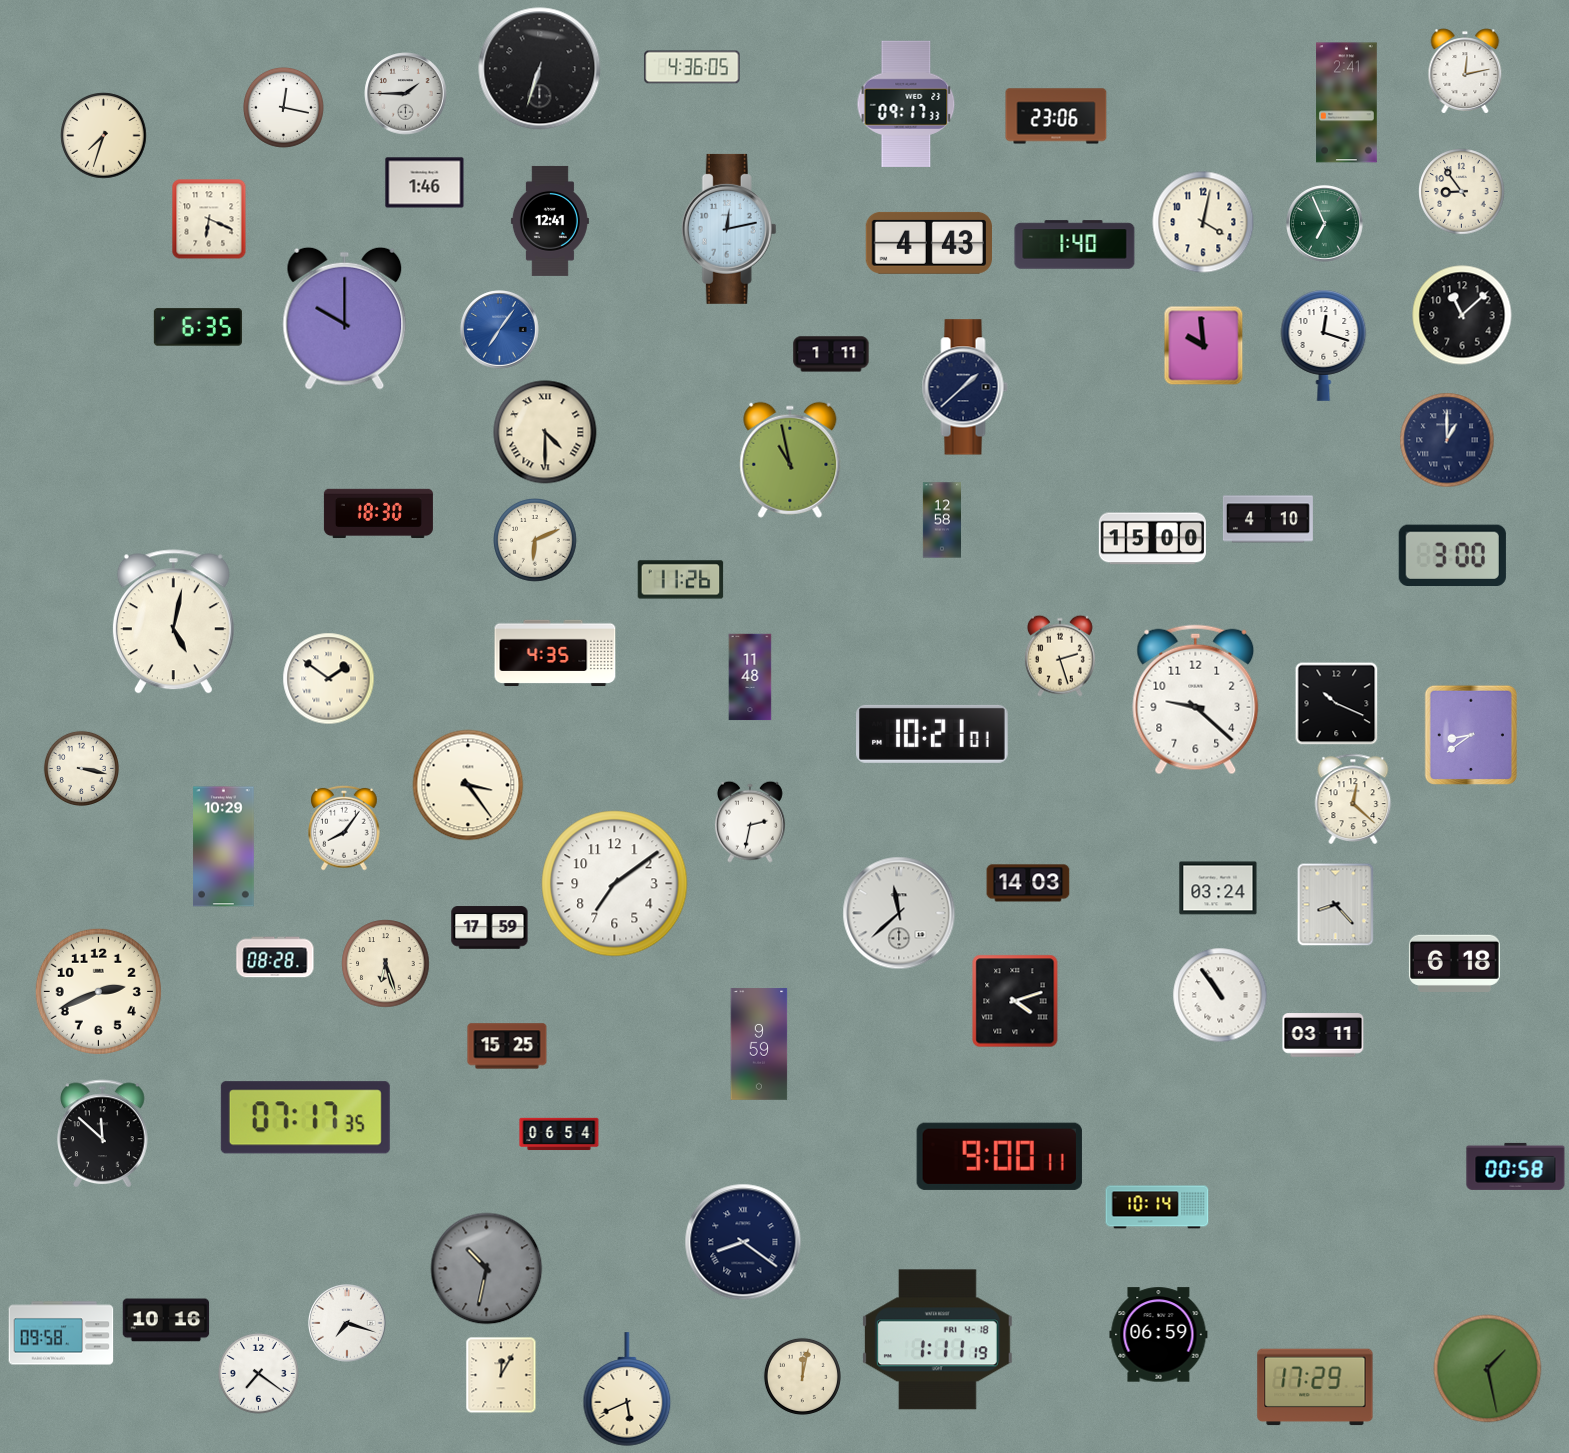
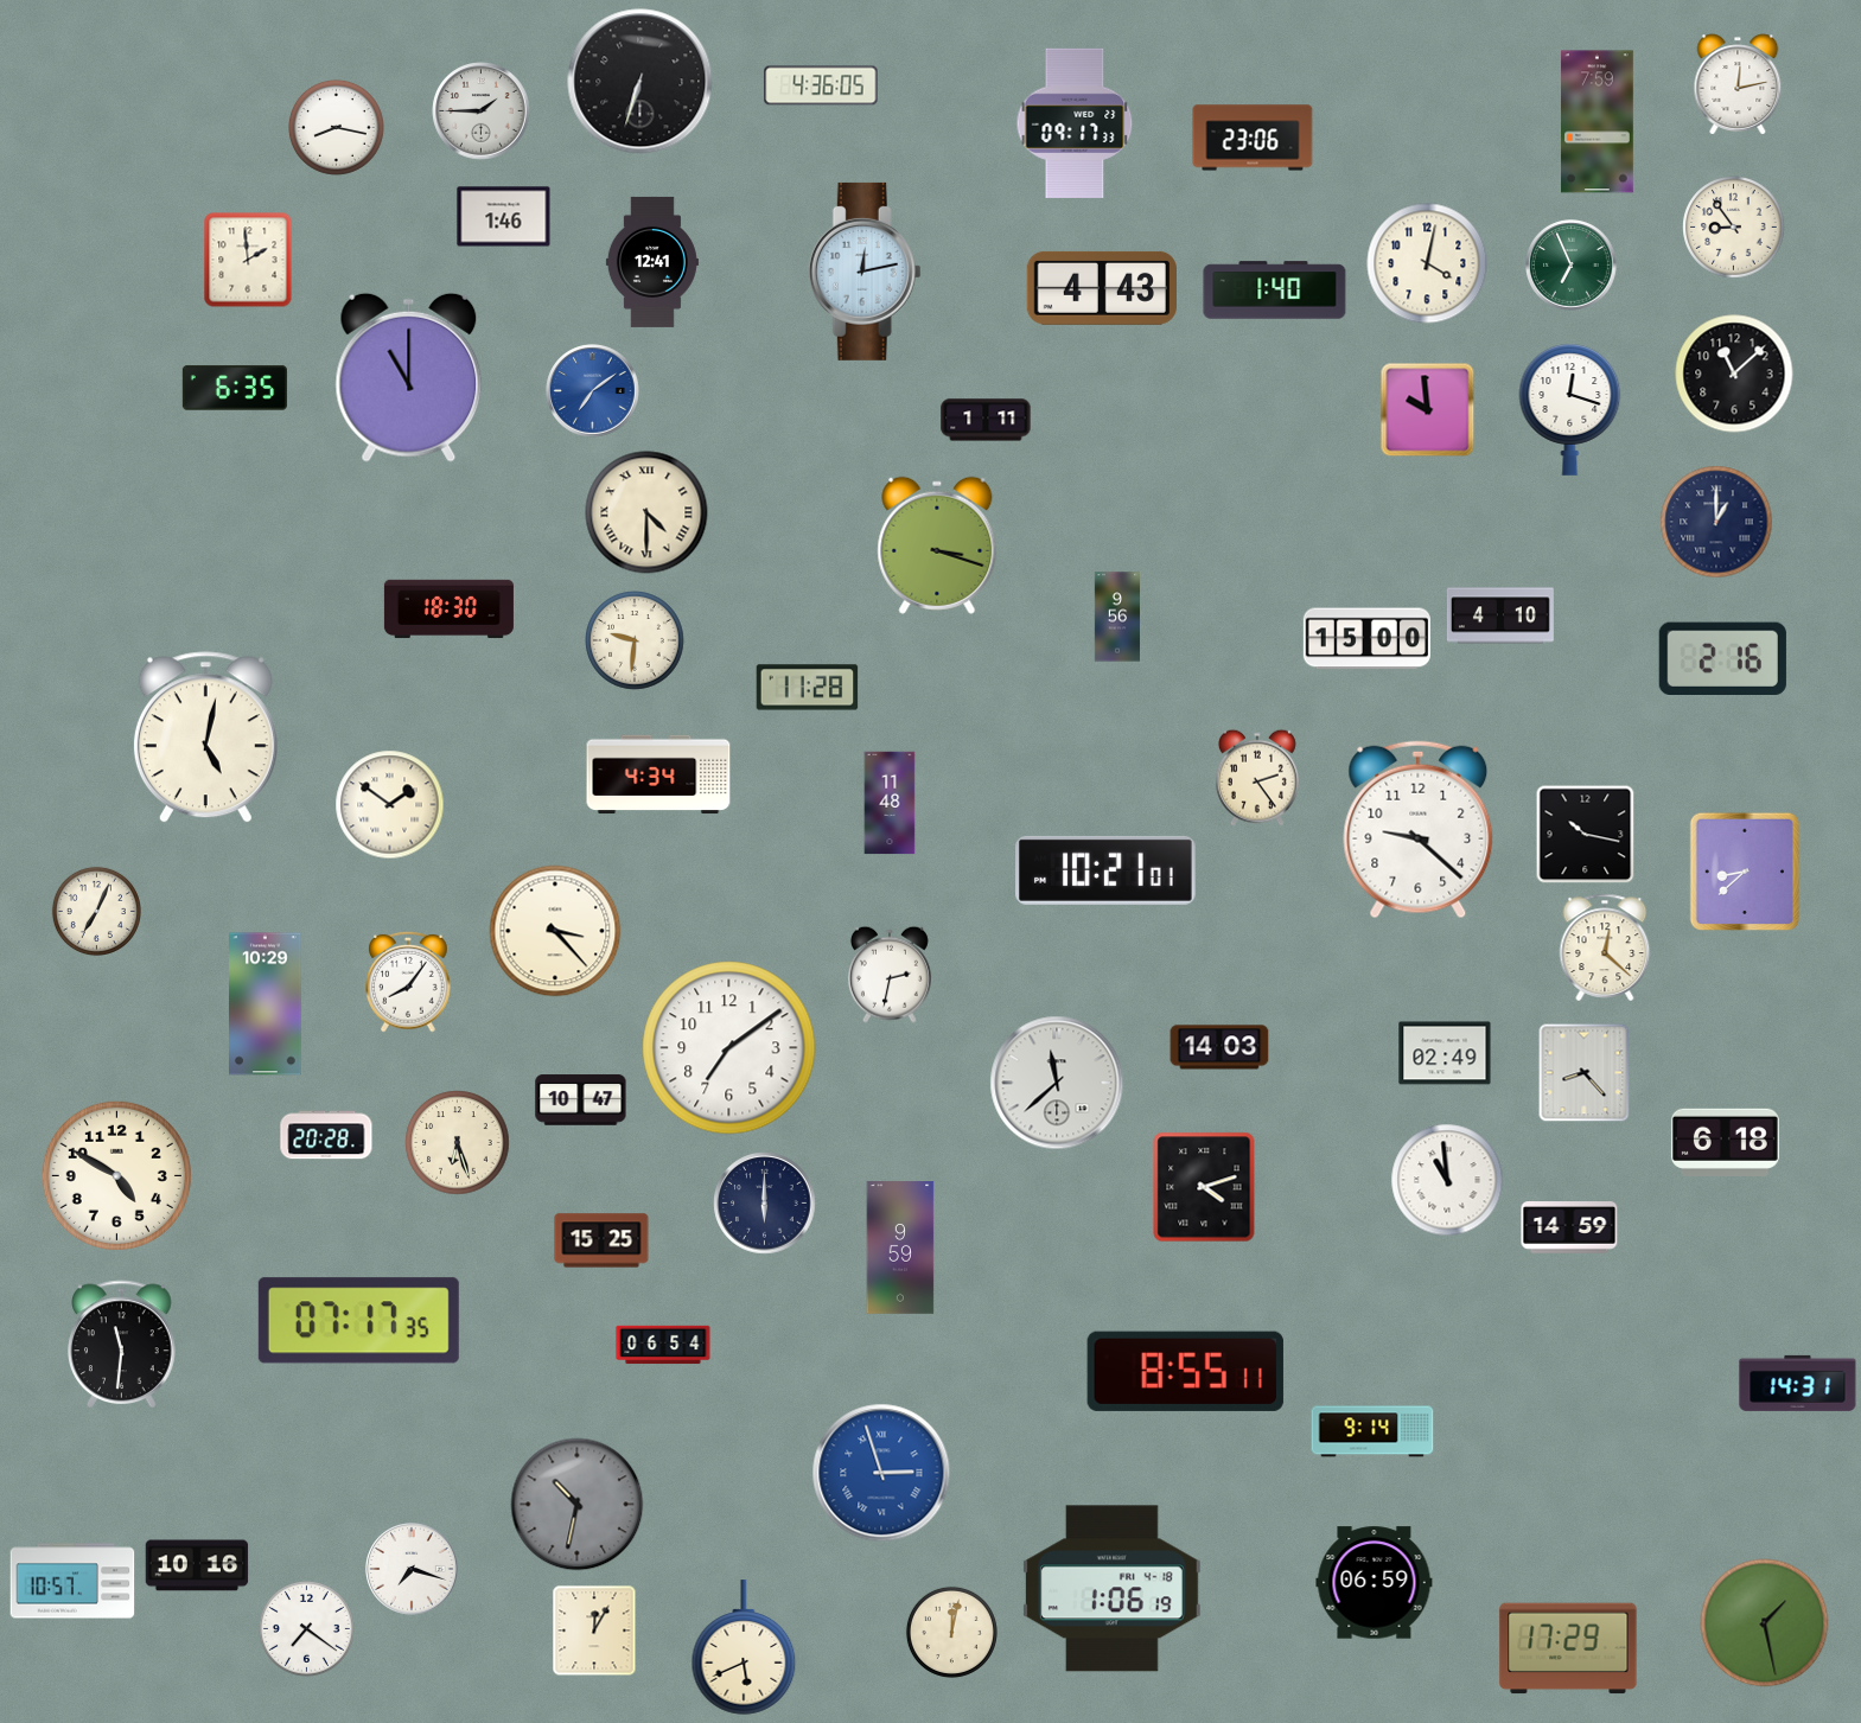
clock at (692, 67) position: (692, 67) -> (821, 85)
clock at (1347, 103): 2:41 -> 7:59
clock at (283, 107): 12:17 -> 8:17
clock at (104, 136): 7:33 -> none
clock at (209, 219): 6:19 -> 1:59
clock at (345, 318): 10:00 -> 11:00
clock at (500, 330): 7:06 -> 7:09
clock at (965, 387): 1:38 -> none
clock at (790, 460): 10:58 -> 3:18
clock at (1268, 519) position: (1268, 519) -> (1500, 615)
clock at (941, 520): 12:58 -> 9:56
clock at (536, 541): 6:11 -> 9:31
clock at (1452, 555): 3:00 -> 2:16
clock at (681, 580): 11:26 -> 11:28
clock at (555, 653): 4:35 -> 4:34
clock at (1060, 656): 2:27 -> 2:24
clock at (1337, 704): 10:19 -> 10:17
clock at (1471, 735): 8:39 -> 8:38
clock at (81, 768): 3:17 -> 7:04
clock at (468, 785): 3:24 -> 3:23
clock at (1218, 888): 03:24 -> 02:49
clock at (899, 913) position: (899, 913) -> (1057, 1083)
clock at (490, 928): 17:59 -> 10:47
clock at (275, 957): 08:28 -> 20:28
clock at (98, 991): 2:41 -> 4:50
clock at (1220, 995): 10:54 -> 10:59
clock at (765, 1204): none -> 6:00
clock at (1323, 1035): 03:11 -> 14:59
clock at (759, 1044) position: (759, 1044) -> (900, 1247)
clock at (305, 1118) position: (305, 1118) -> (358, 1321)
clock at (103, 1133): 11:52 -> 11:31
clock at (999, 1156): 9:00 -> 8:55
clock at (1516, 1166): 00:58 -> 14:31
clock at (1157, 1207): 10:14 -> 9:14
clock at (743, 1242): 8:21 -> 2:57
clock at (743, 1242) dial: navy -> blue
clock at (61, 1333): 09:58 -> 10:57
clock at (937, 1340): 1:11 -> 1:06
clock at (1315, 1387) position: (1315, 1387) -> (1568, 1648)
